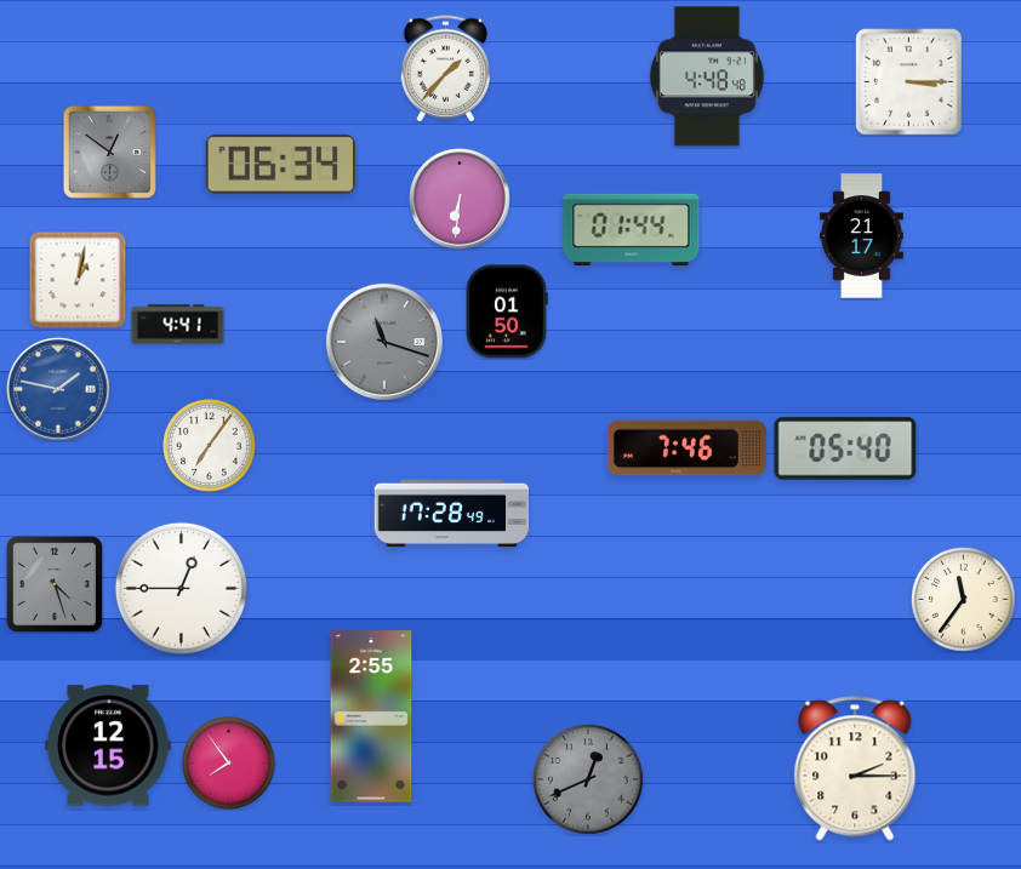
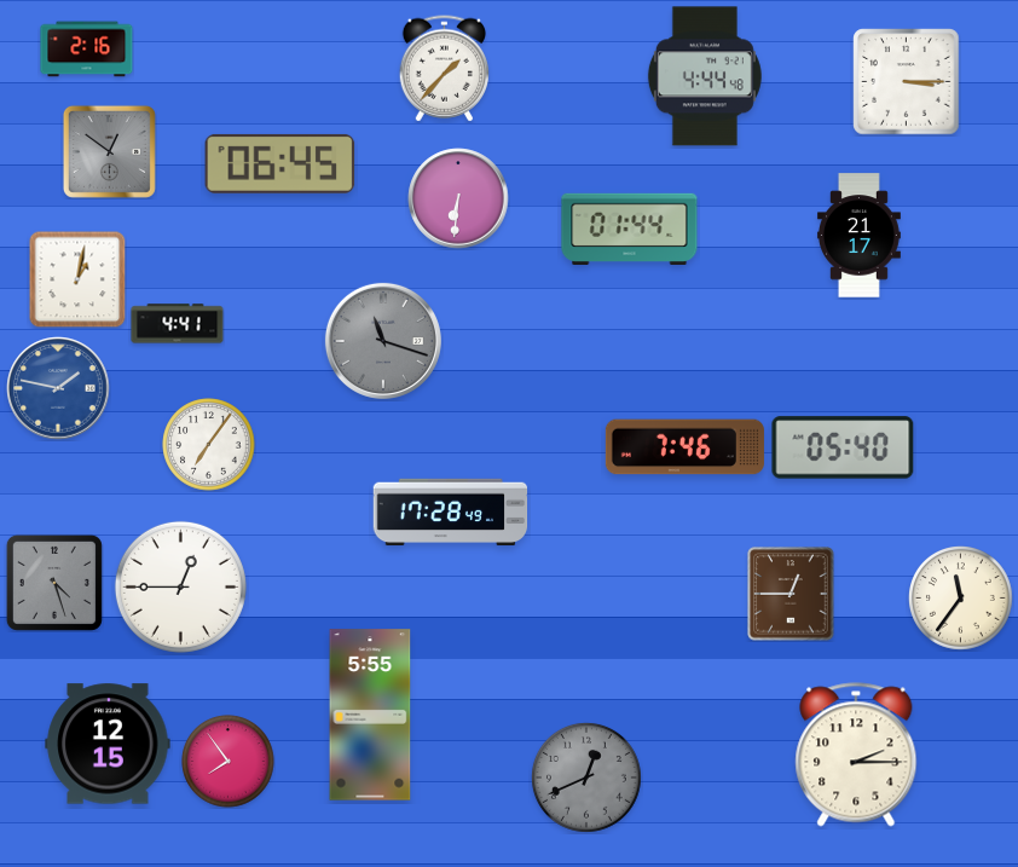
clock at (87, 50): none -> 2:16
clock at (707, 76): 4:48 -> 4:44
clock at (281, 164): 06:34 -> 06:45
clock at (507, 311): 01:50 -> none
clock at (791, 594): none -> 12:45
clock at (371, 716): 2:55 -> 5:55
clock at (855, 768) position: (855, 768) -> (856, 755)
